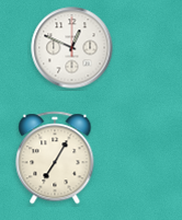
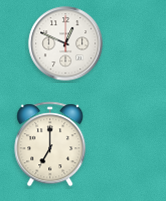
clock at (55, 158): 7:05 -> 7:00
